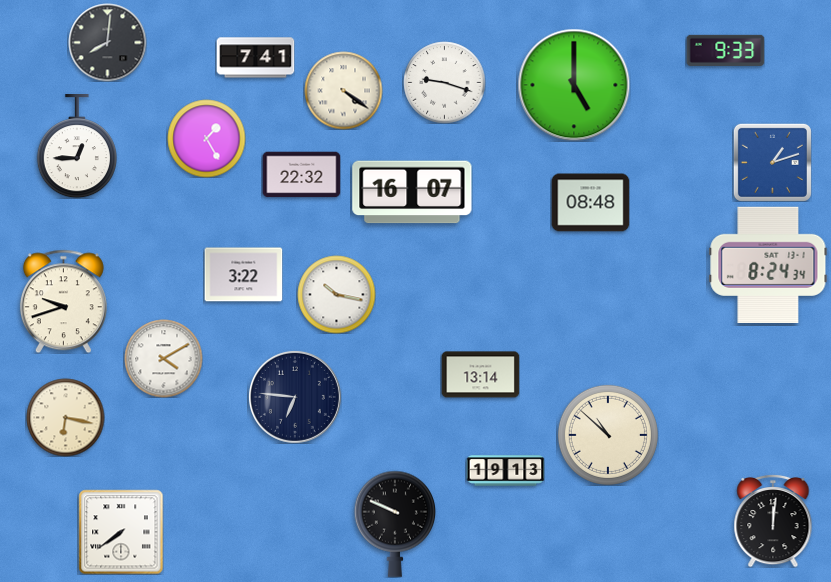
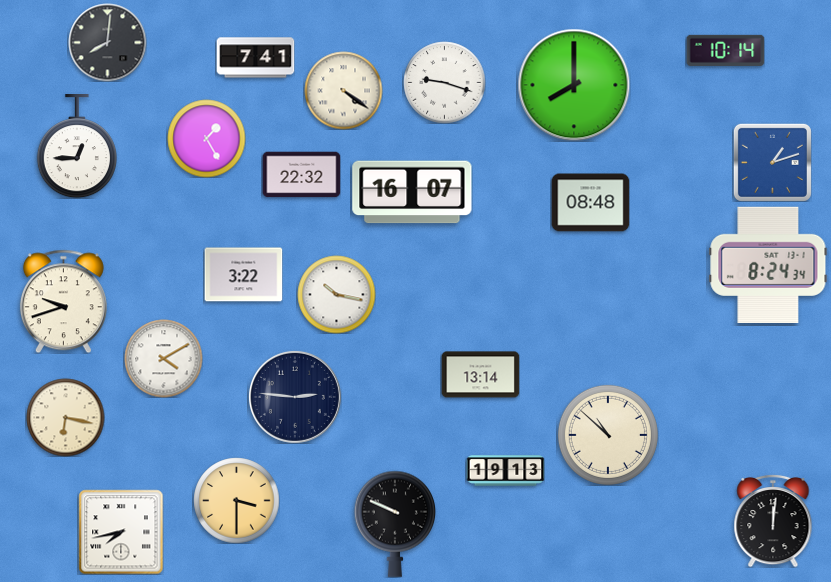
clock at (725, 50): 9:33 -> 10:14
clock at (574, 85): 5:00 -> 8:00
clock at (295, 397): 6:46 -> 2:46
clock at (236, 500): none -> 3:30
clock at (121, 532): 7:39 -> 7:43
